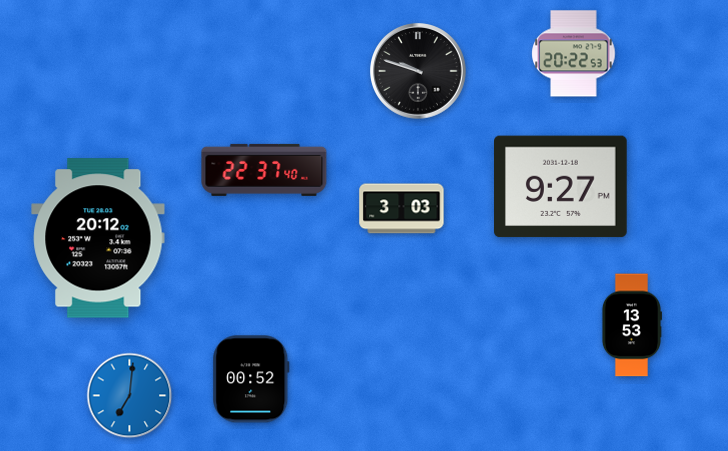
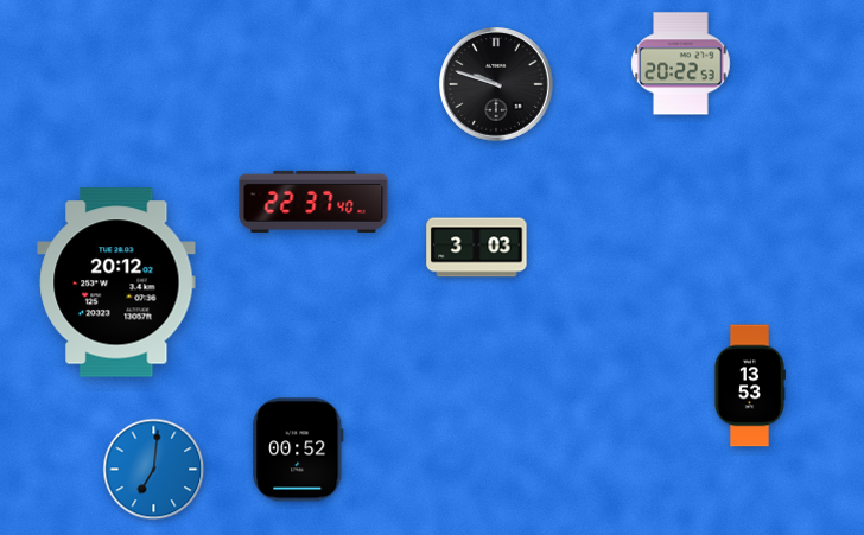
clock at (561, 187): 9:27 -> none
